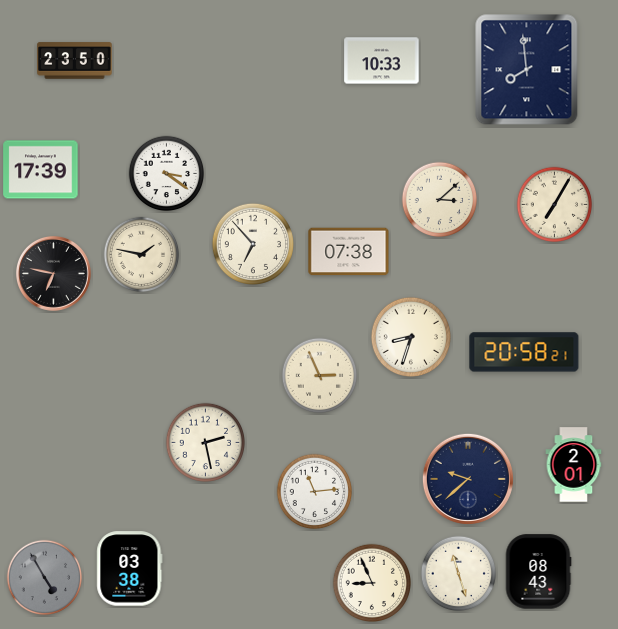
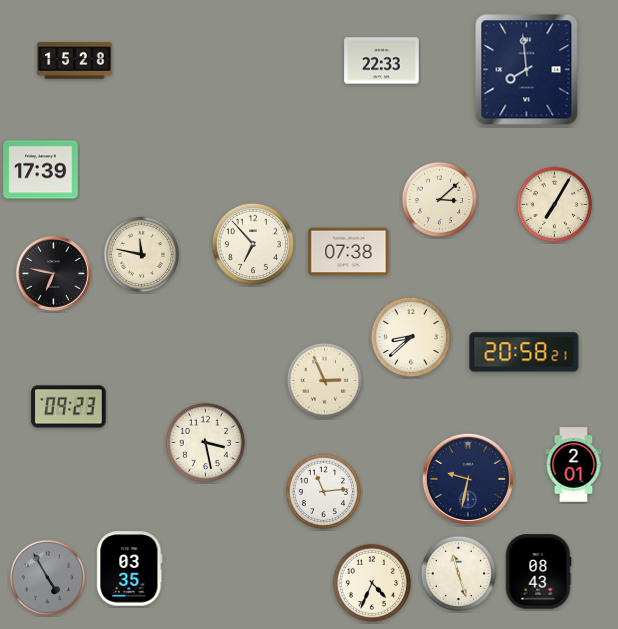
clock at (75, 61): 23:50 -> 15:28
clock at (382, 61): 10:33 -> 22:33
clock at (167, 174): 3:21 -> none
clock at (142, 255): 1:47 -> 11:47
clock at (410, 336): 8:33 -> 8:38
clock at (320, 376) position: (320, 376) -> (325, 381)
clock at (69, 407): none -> 09:23
clock at (205, 442): 2:28 -> 3:28
clock at (468, 479): 9:38 -> 9:32
clock at (315, 492) position: (315, 492) -> (324, 492)
clock at (130, 569): 03:38 -> 03:35
clock at (45, 578) position: (45, 578) -> (48, 578)
clock at (371, 582): 8:56 -> 4:34
